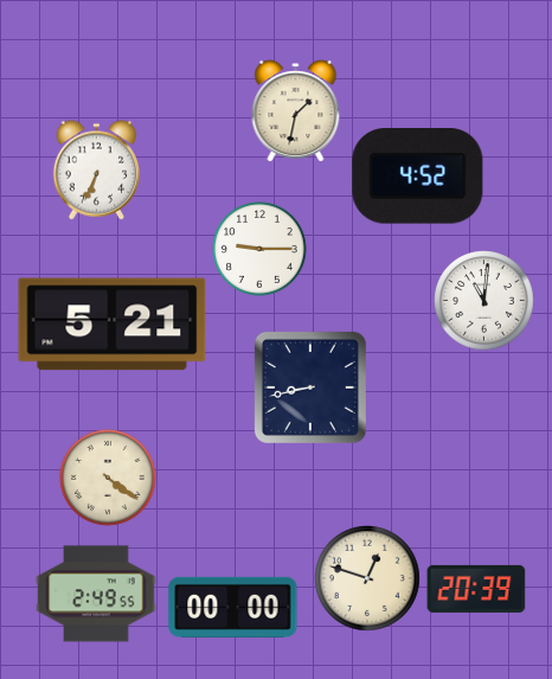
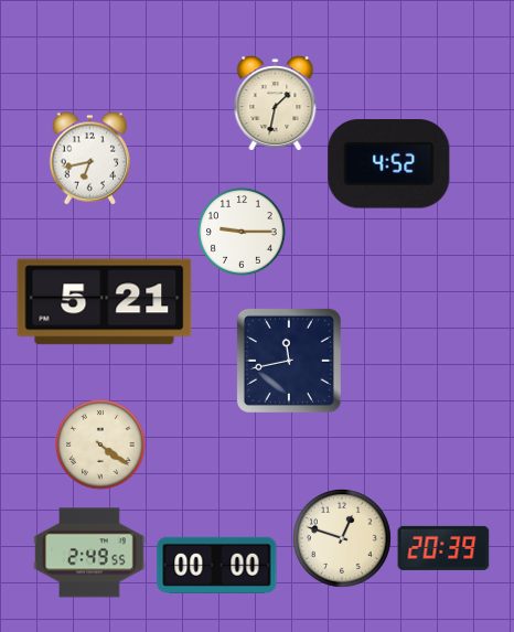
clock at (97, 171): 6:34 -> 6:43
clock at (484, 301): 11:01 -> none
clock at (310, 387): 8:43 -> 11:43
